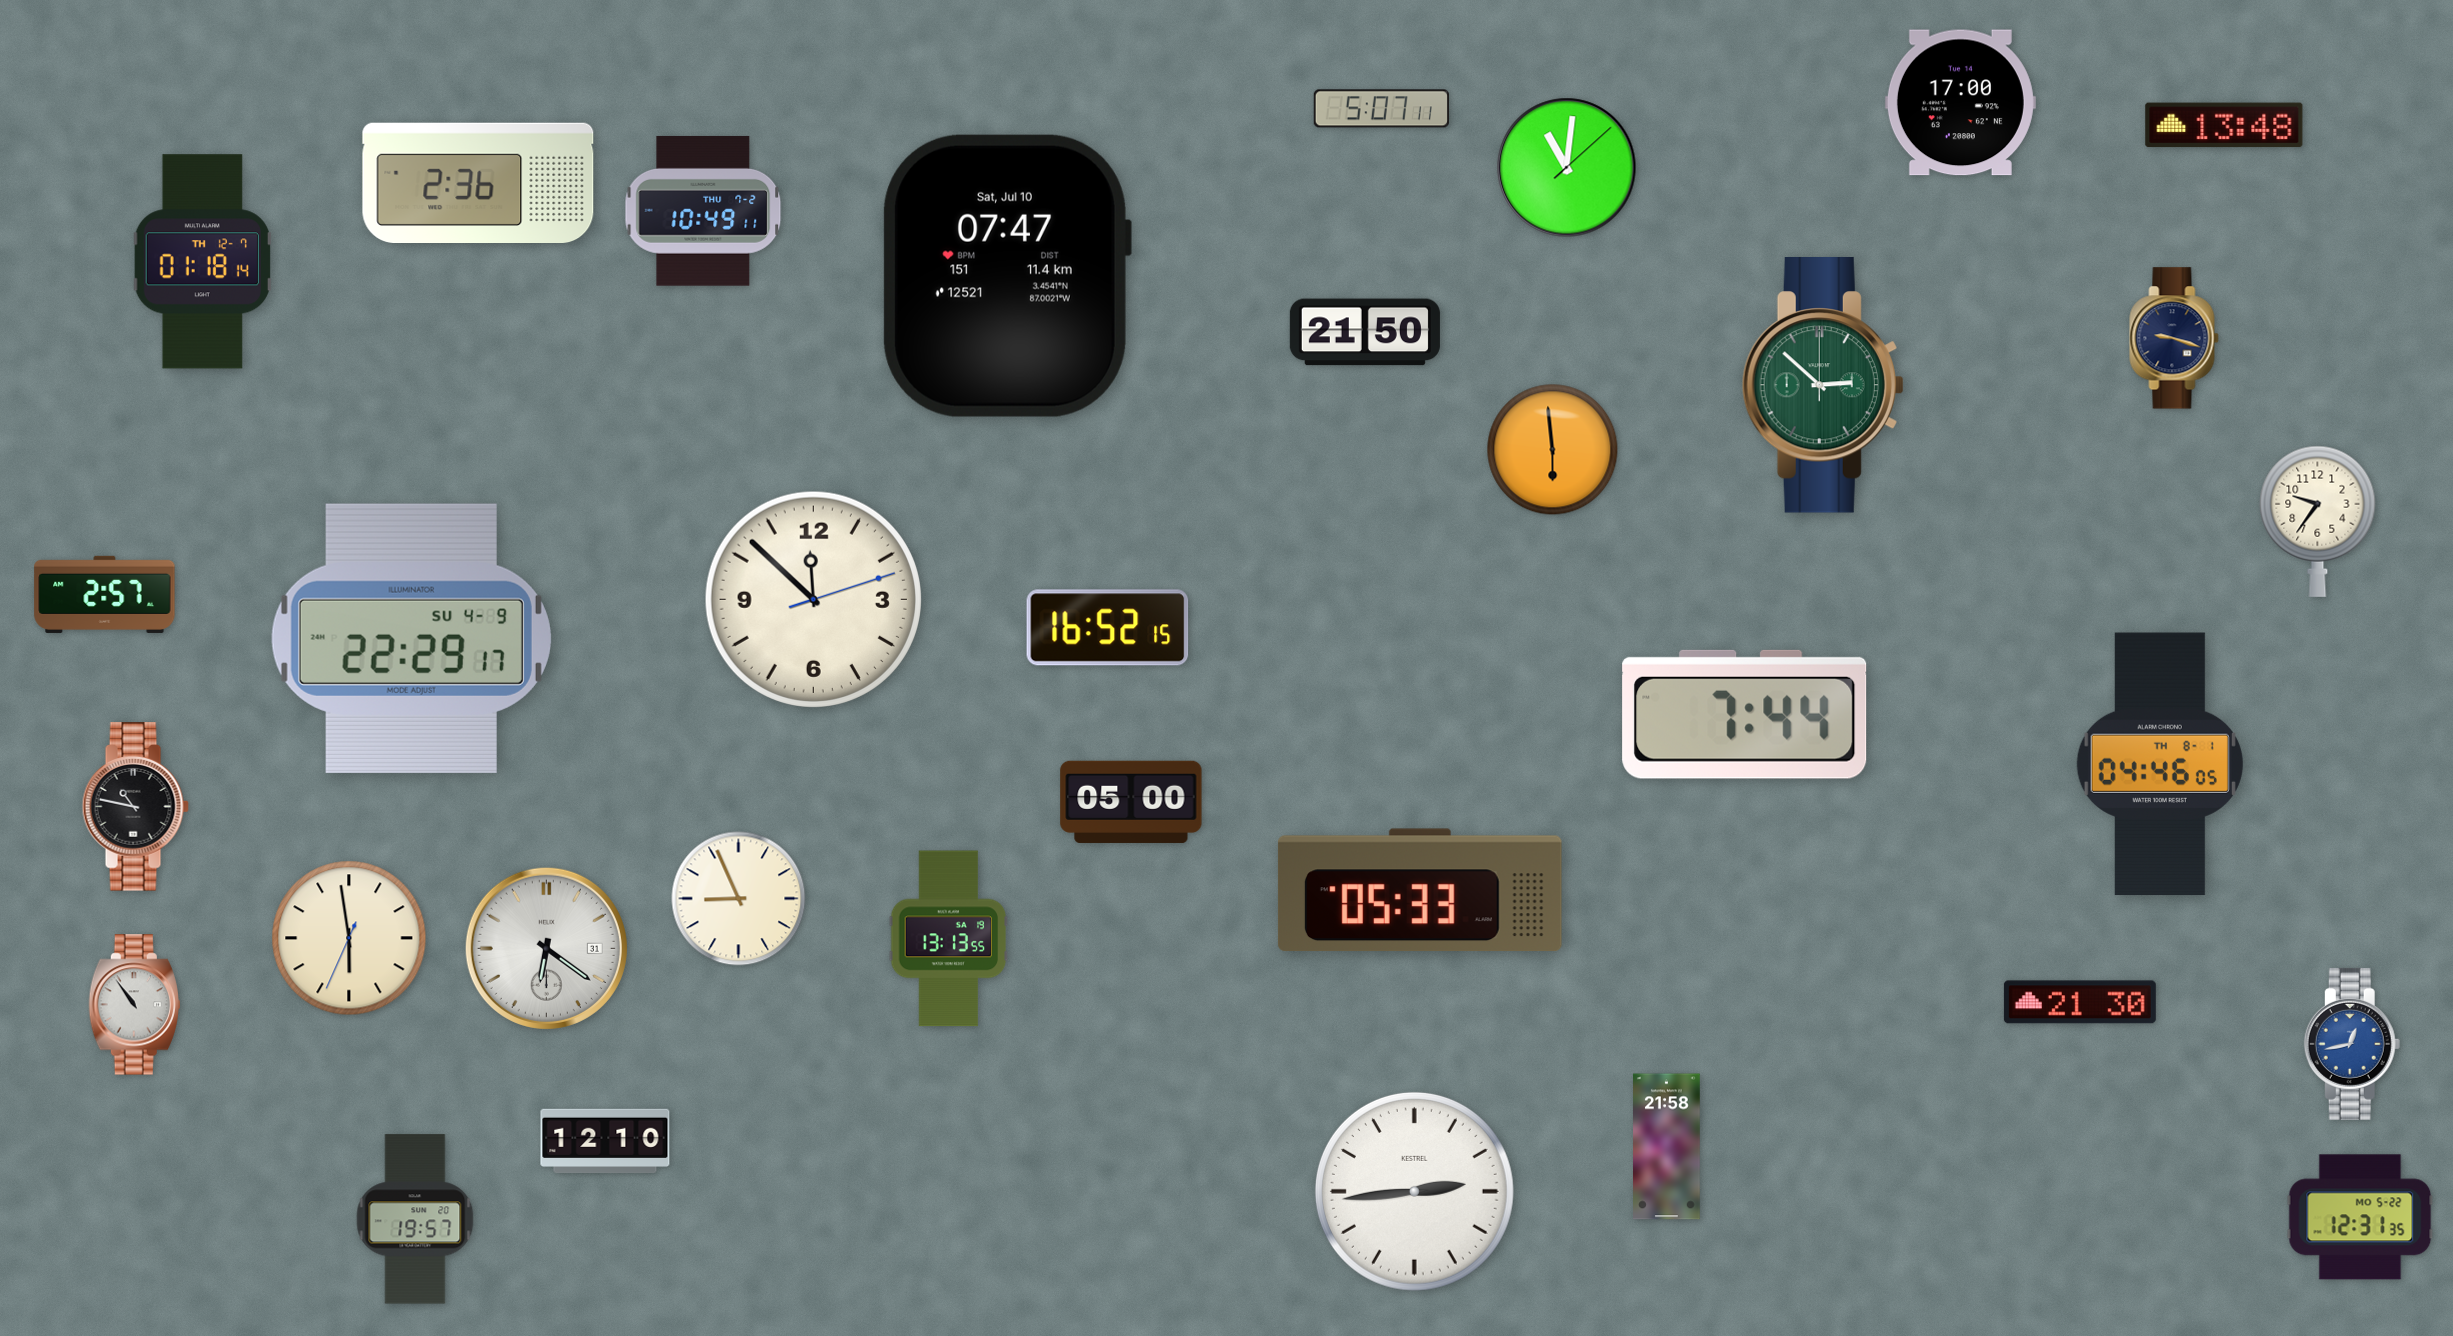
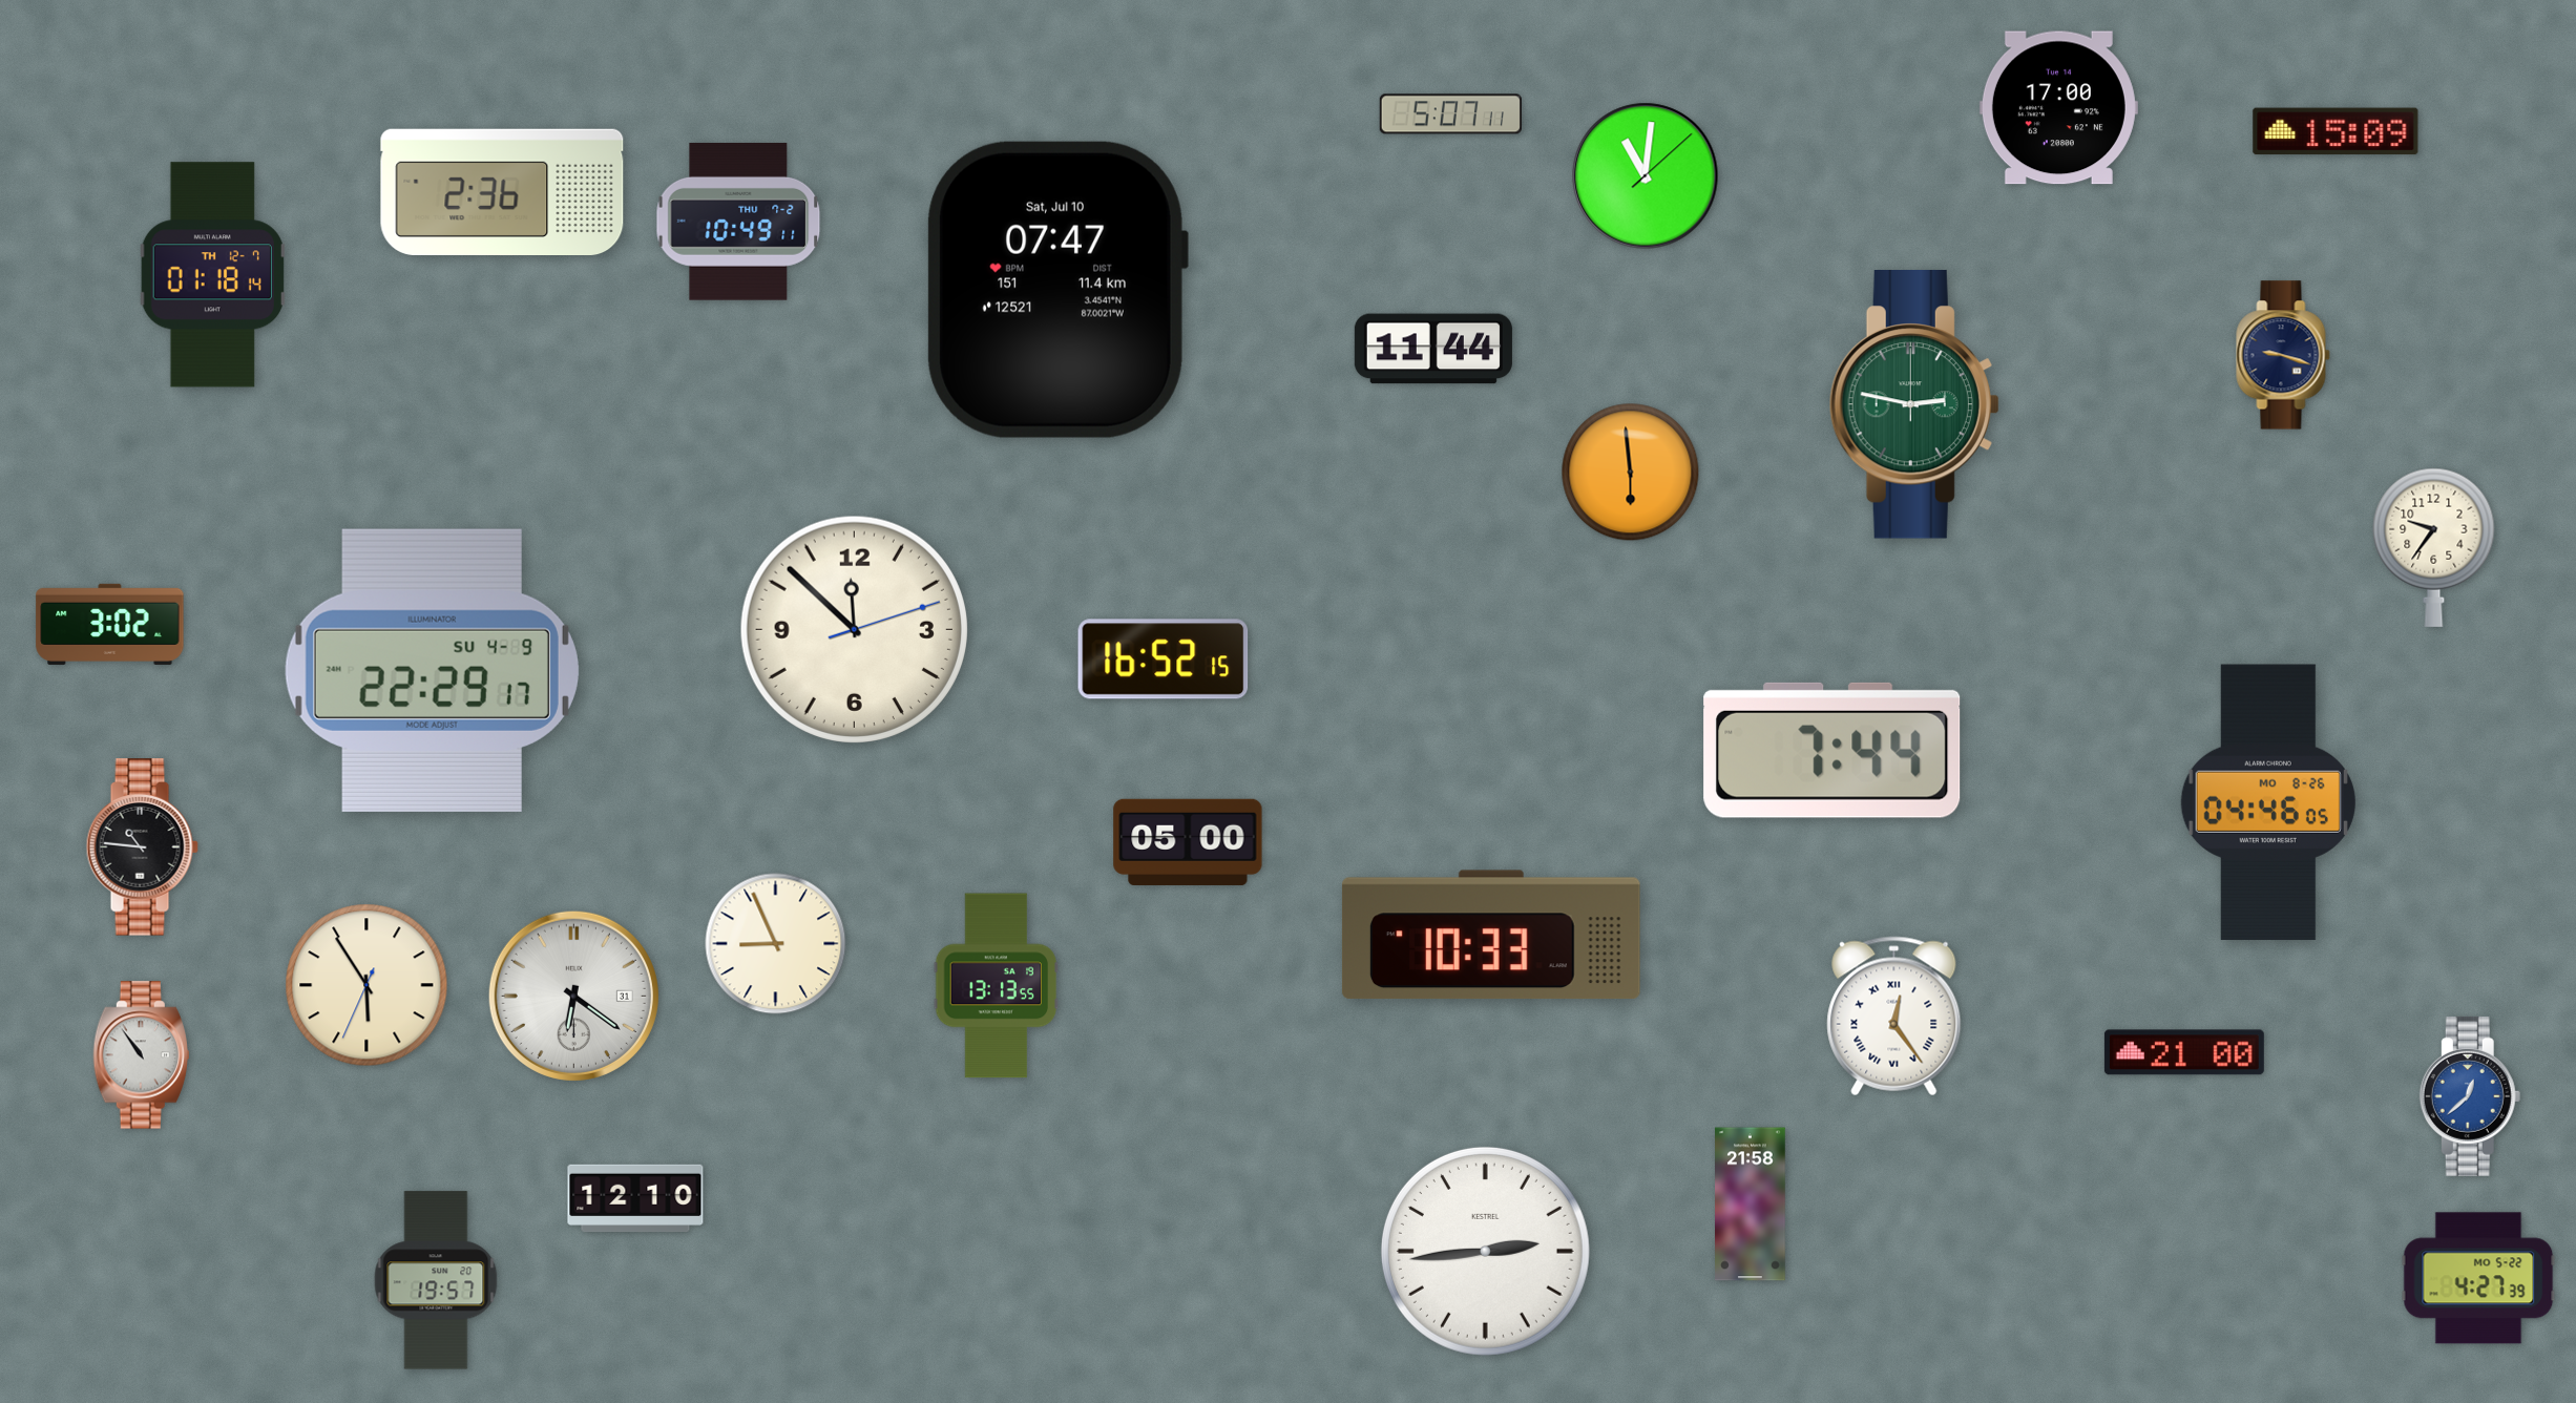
clock at (2224, 125): 13:48 -> 15:09
clock at (1365, 332): 21:50 -> 11:44
clock at (1823, 386): 2:52 -> 2:47
clock at (105, 594): 2:57 -> 3:02
clock at (2160, 764) date: TH 8-1 -> MO 8-26
clock at (135, 807): 10:47 -> 10:46
clock at (1420, 890): 05:33 -> 10:33
clock at (349, 938): 5:58 -> 5:54
clock at (1894, 1017): none -> 12:24
clock at (2080, 1002): 21:30 -> 21:00
clock at (2352, 1044): 12:43 -> 12:38
clock at (2360, 1217): 12:31 -> 4:27
